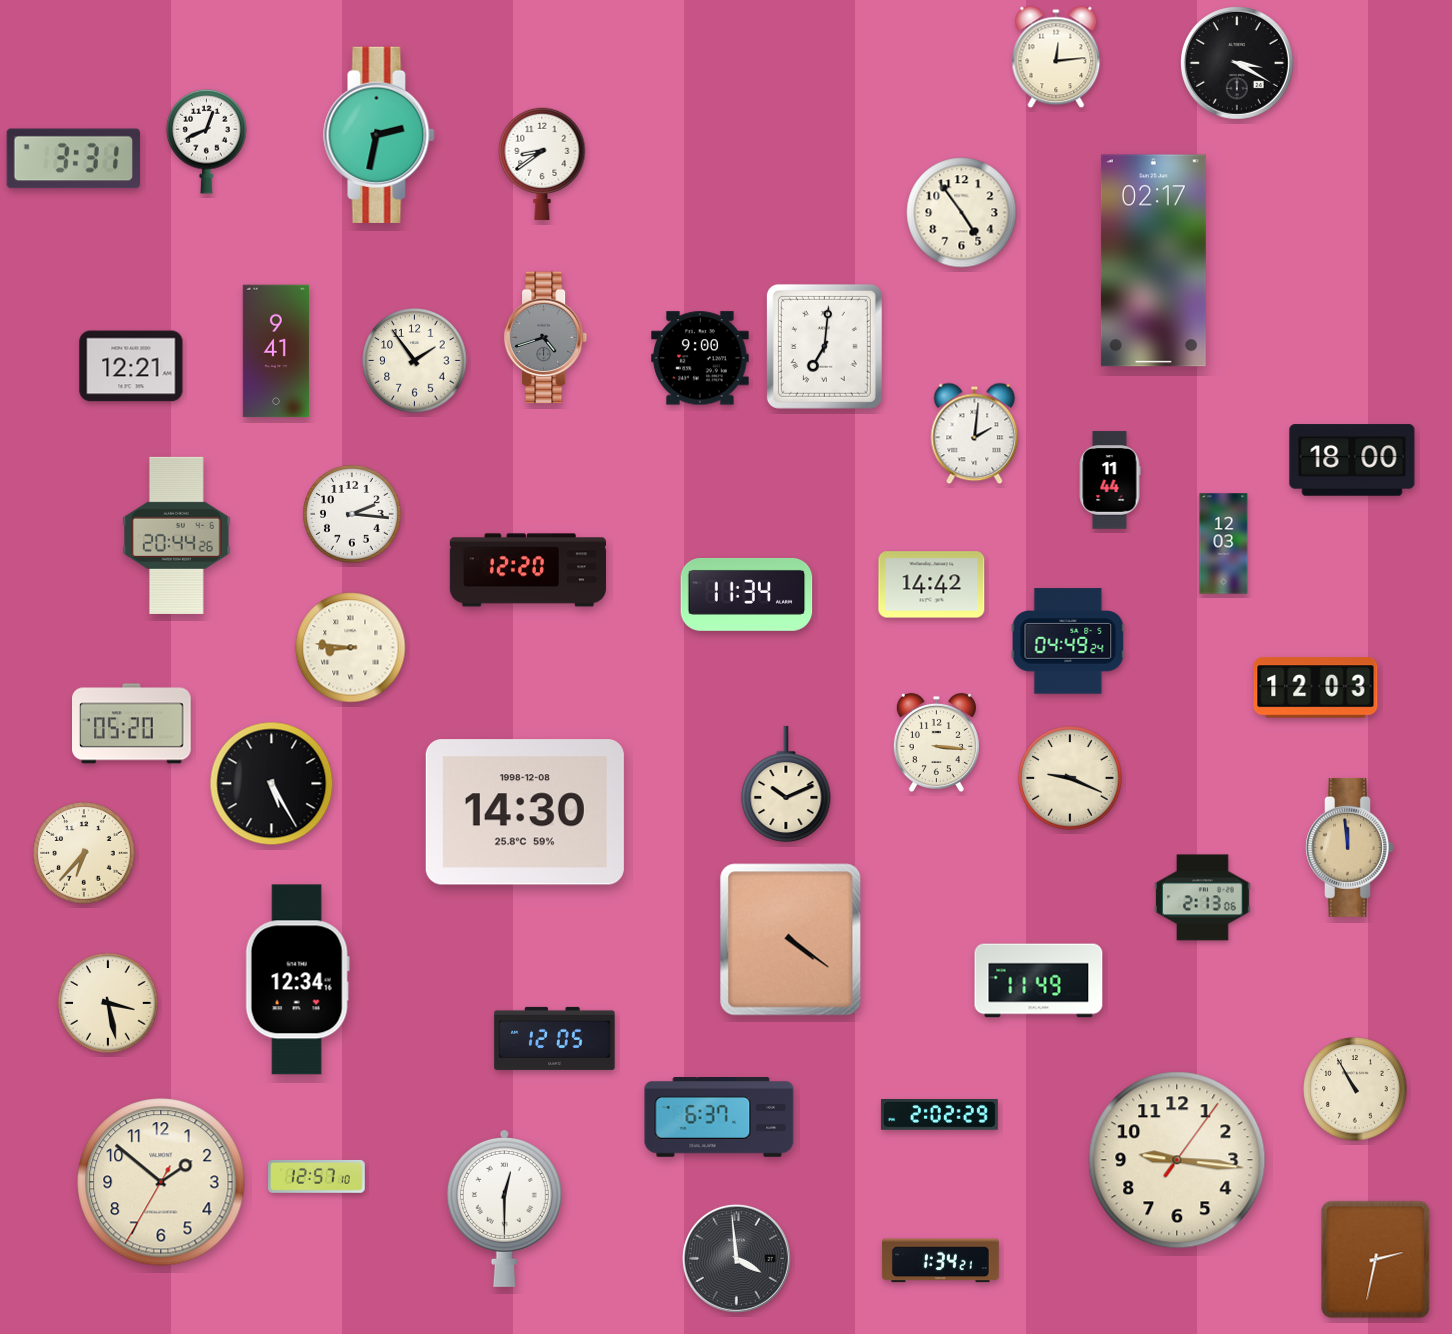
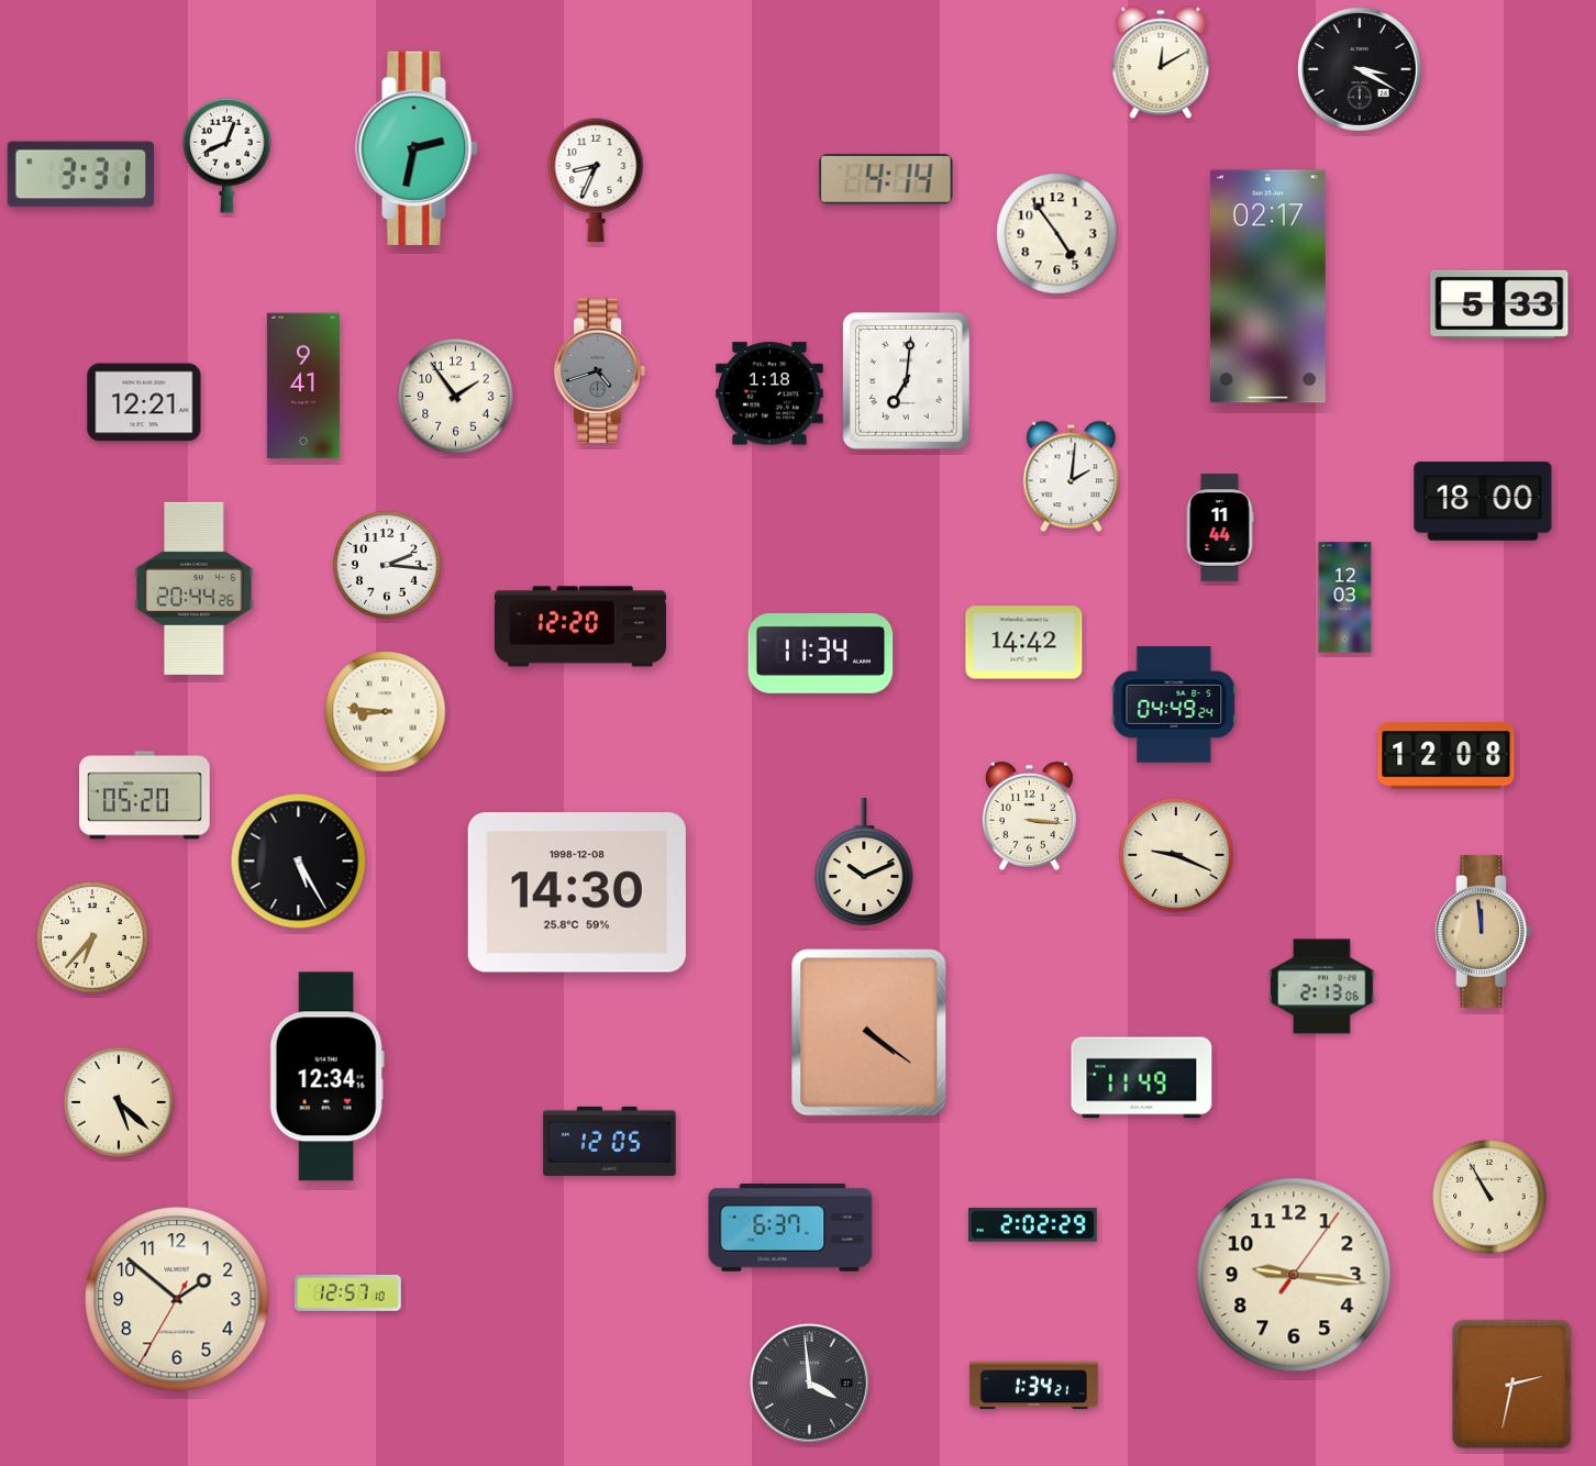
clock at (1056, 57): 12:14 -> 12:10
clock at (542, 164): 8:39 -> 8:34
clock at (886, 180): none -> 4:14
clock at (1499, 304): none -> 5:33
clock at (700, 358): 9:00 -> 1:18
clock at (1352, 460) position: (1352, 460) -> (1483, 501)
clock at (1316, 688): 12:03 -> 12:08
clock at (108, 1003): 3:28 -> 5:22
clock at (504, 1208): 12:30 -> none
